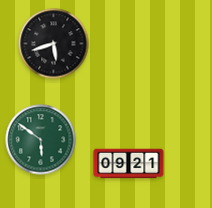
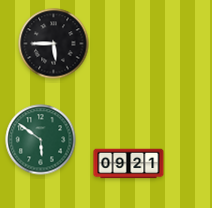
clock at (54, 44): 5:42 -> 5:45
